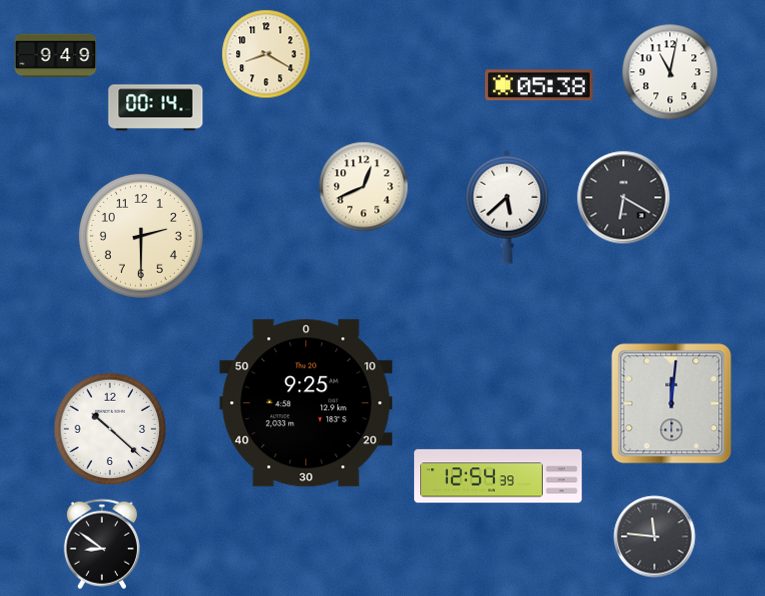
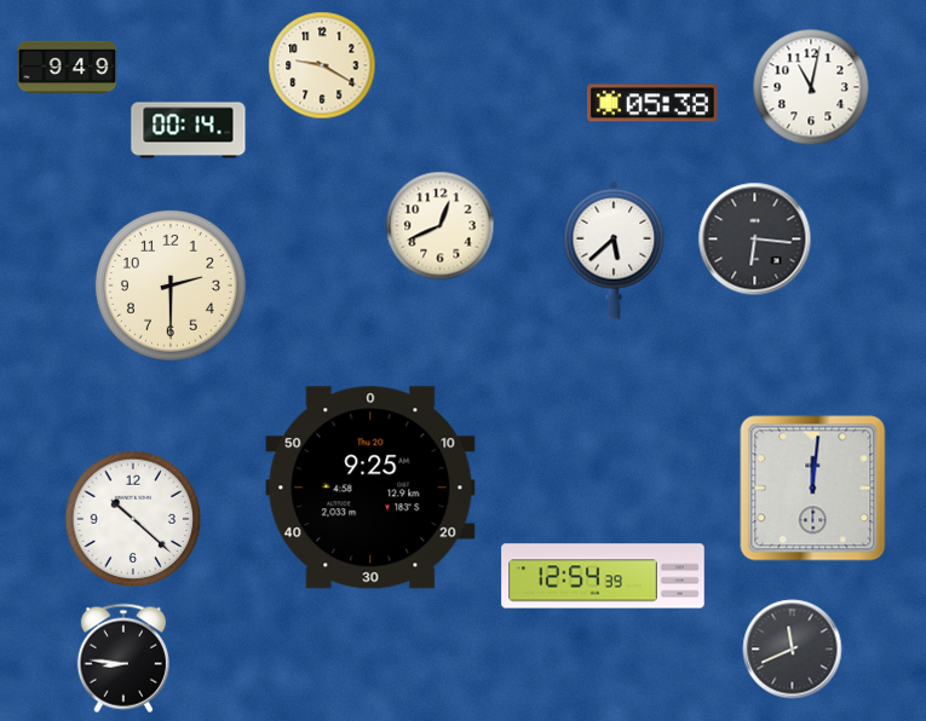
clock at (266, 54): 8:20 -> 9:20
clock at (624, 198): 6:20 -> 6:16
clock at (655, 537): 11:46 -> 11:41
clock at (102, 544): 8:51 -> 8:46
